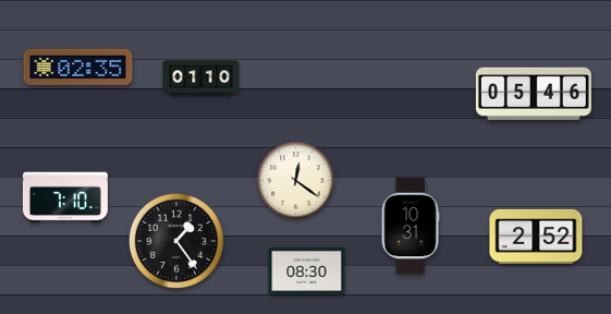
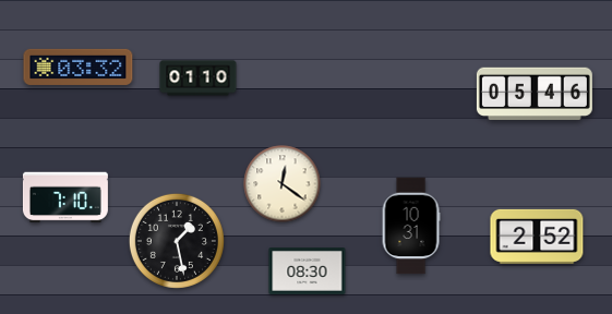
clock at (78, 67): 02:35 -> 03:32
clock at (201, 78) position: (201, 78) -> (199, 78)
clock at (296, 181) position: (296, 181) -> (283, 184)
clock at (176, 241): 1:24 -> 1:28
